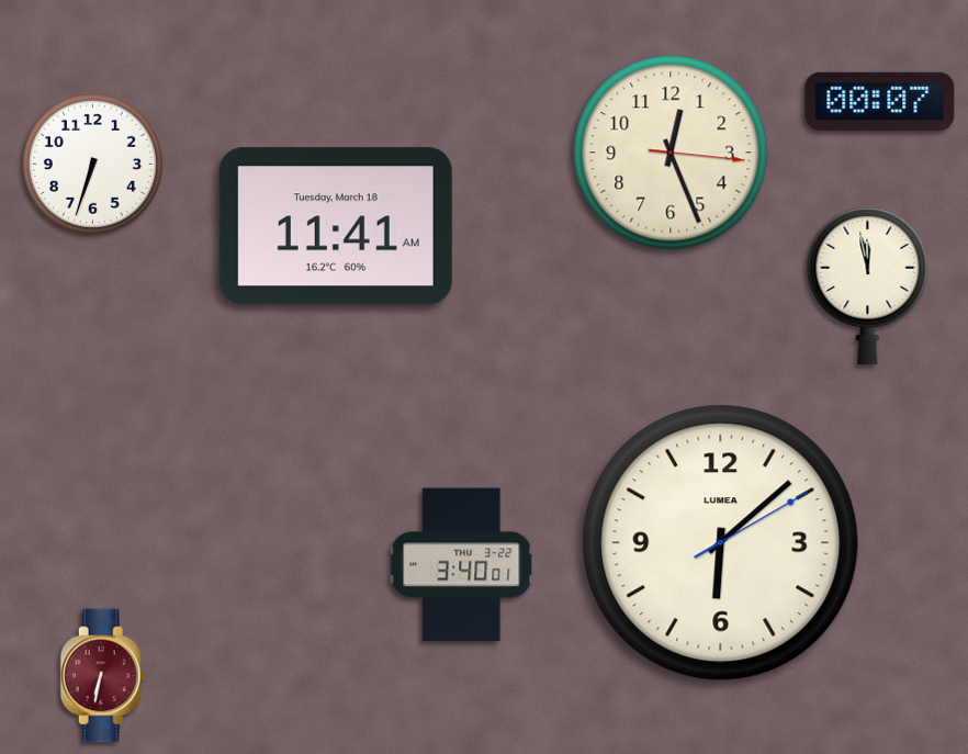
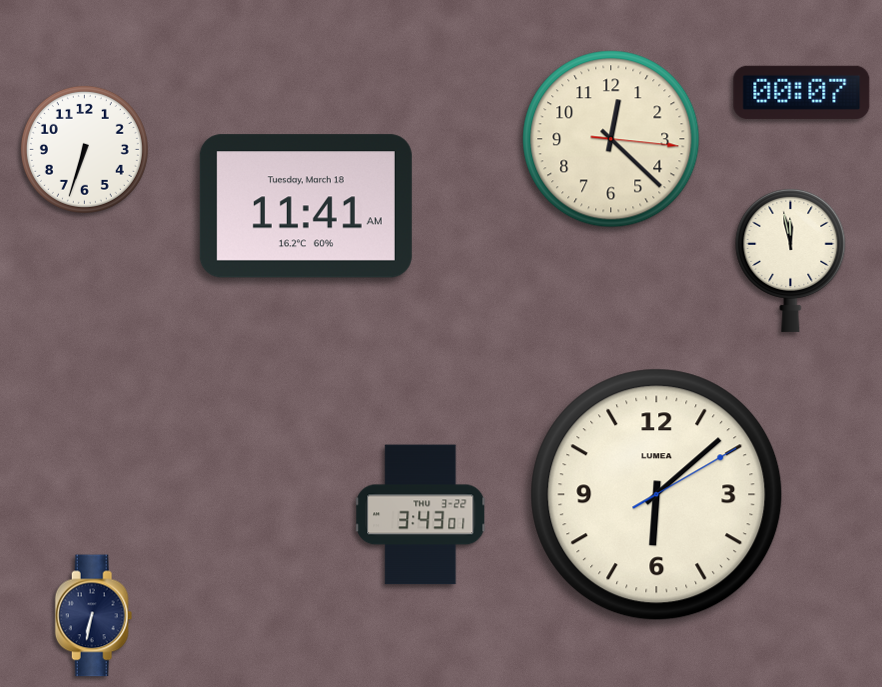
clock at (671, 153): 12:26 -> 12:22
clock at (462, 565): 3:40 -> 3:43
clock at (103, 676) dial: burgundy -> navy
